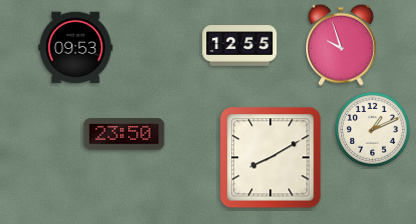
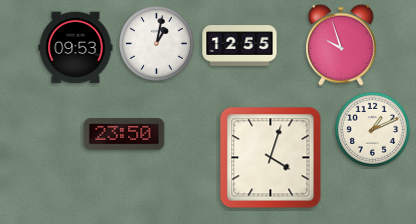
clock at (156, 43): none -> 1:02
clock at (271, 158): 8:10 -> 4:03
